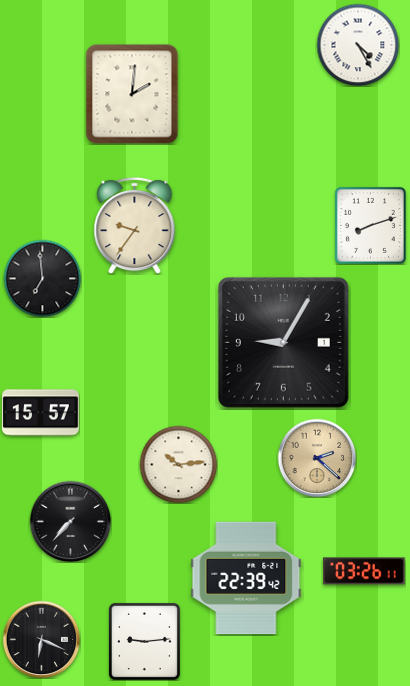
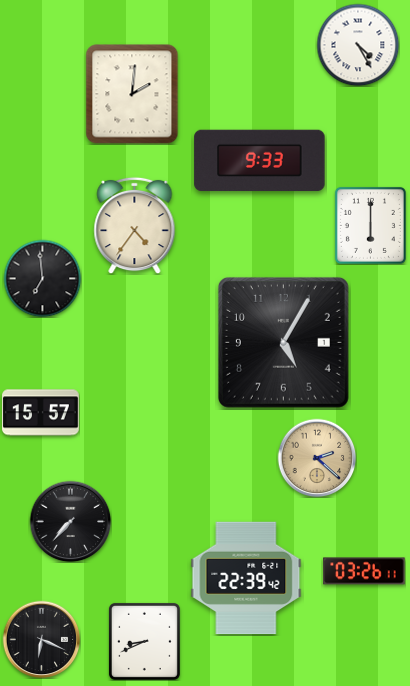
clock at (260, 161): none -> 9:33
clock at (135, 225): 9:36 -> 4:36
clock at (370, 225): 8:12 -> 6:00
clock at (283, 342): 9:05 -> 5:05
clock at (178, 464): 10:14 -> none
clock at (144, 641): 9:14 -> 8:41
